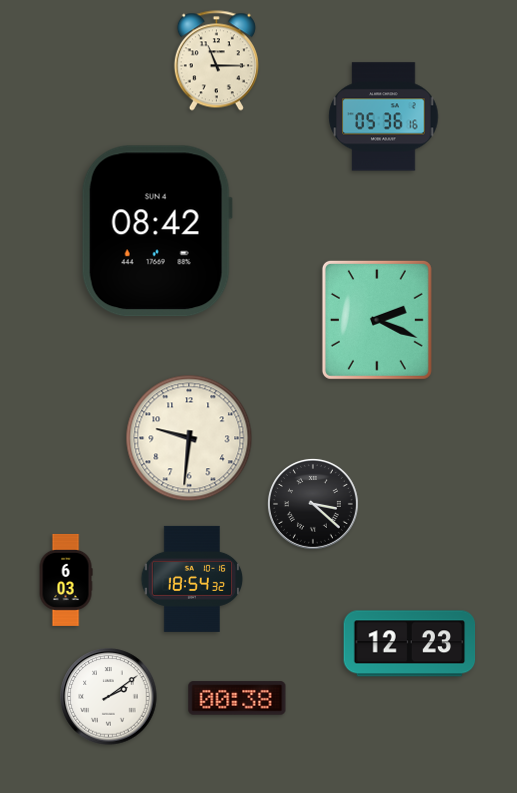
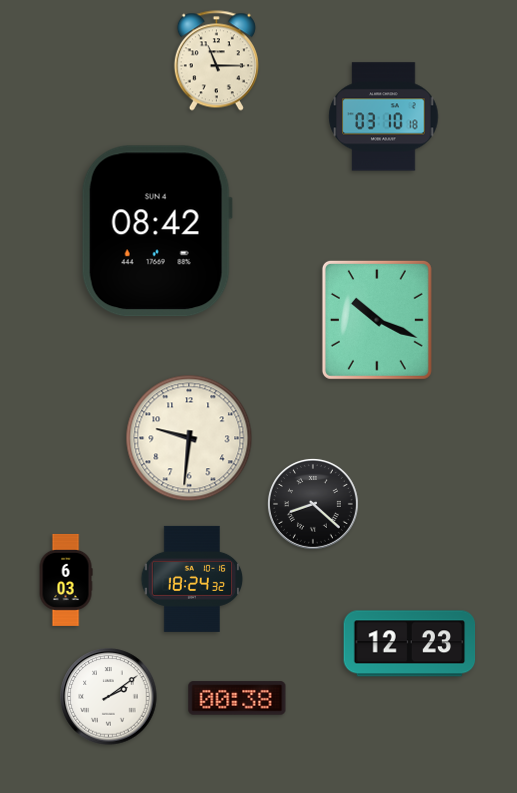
clock at (384, 117): 05:36 -> 03:10
clock at (377, 320): 2:19 -> 10:19
clock at (313, 504): 3:22 -> 8:22
clock at (192, 579): 18:54 -> 18:24
